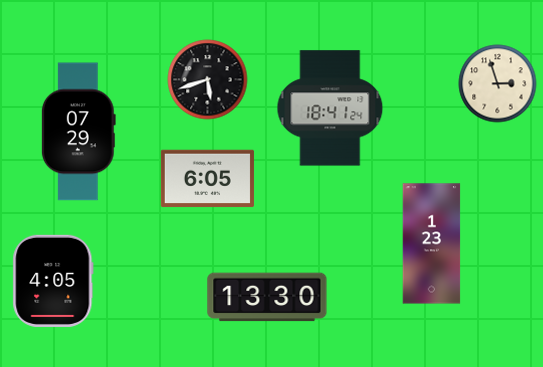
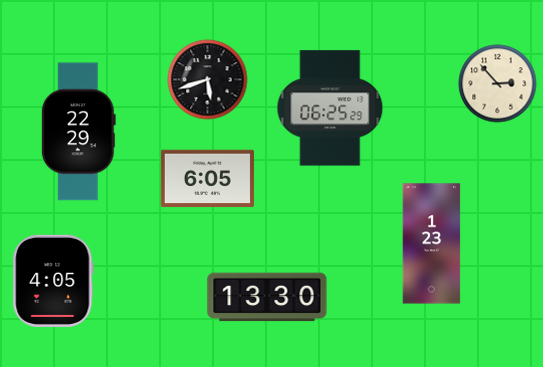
clock at (497, 83): 2:57 -> 2:53
clock at (330, 108): 18:41 -> 06:25
clock at (78, 132): 07:29 -> 22:29
